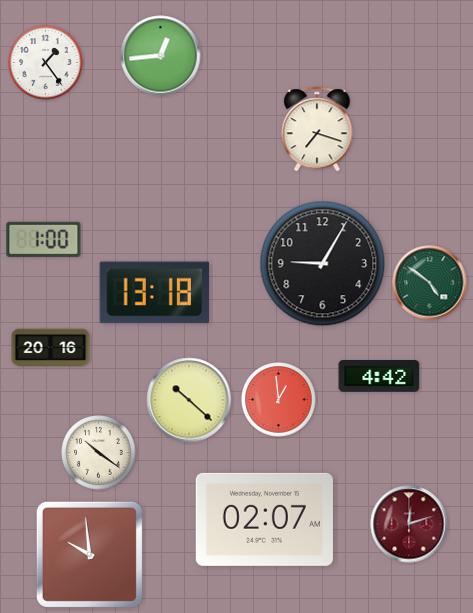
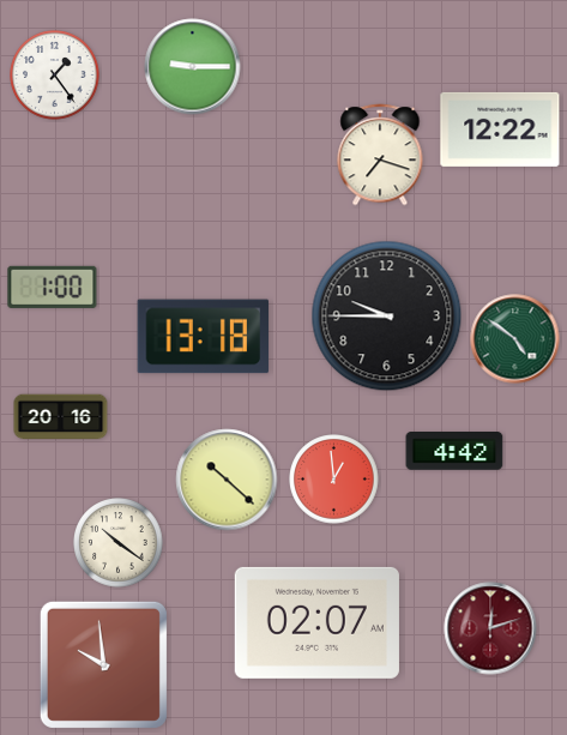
clock at (161, 56): 12:44 -> 9:15
clock at (500, 129): none -> 12:22
clock at (323, 264): 9:05 -> 9:45
clock at (155, 293) position: (155, 293) -> (204, 337)
clock at (89, 554) position: (89, 554) -> (103, 664)
